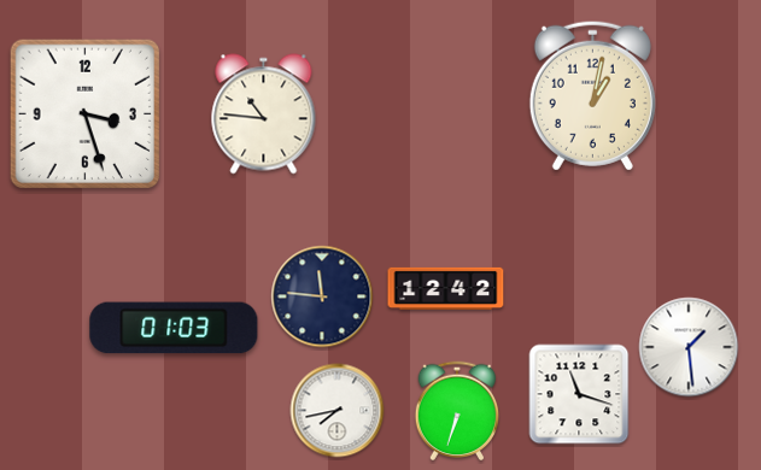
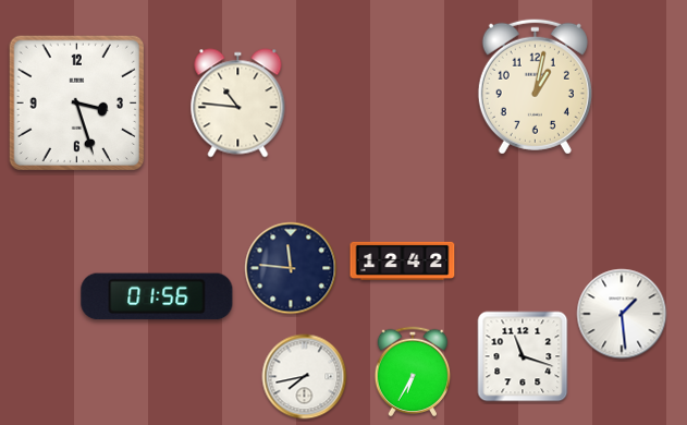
clock at (174, 328): 01:03 -> 01:56
clock at (338, 411) position: (338, 411) -> (305, 377)
clock at (457, 411): 6:33 -> 6:35
